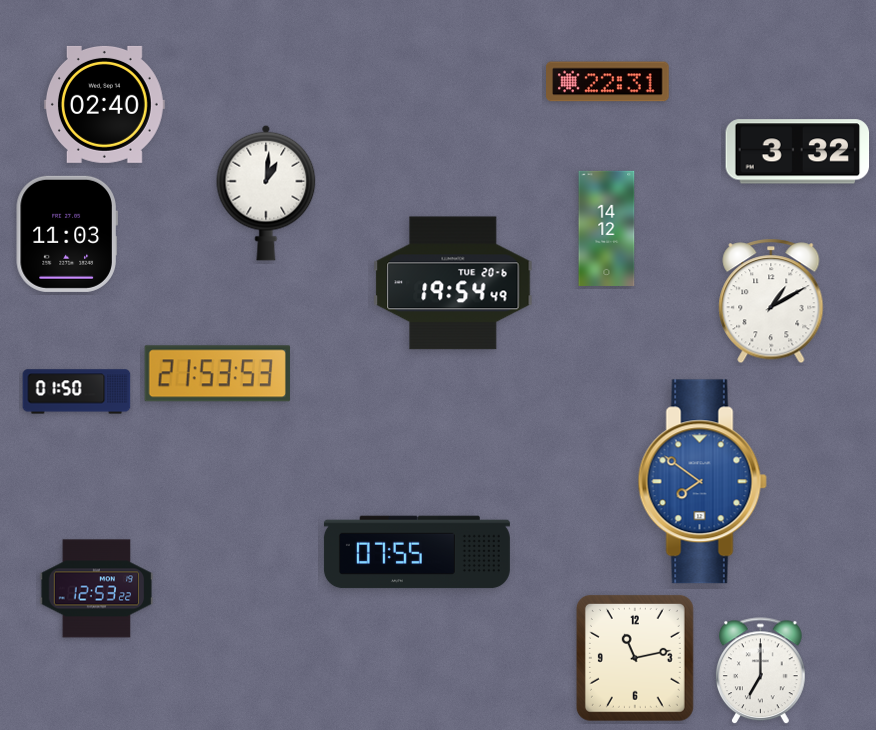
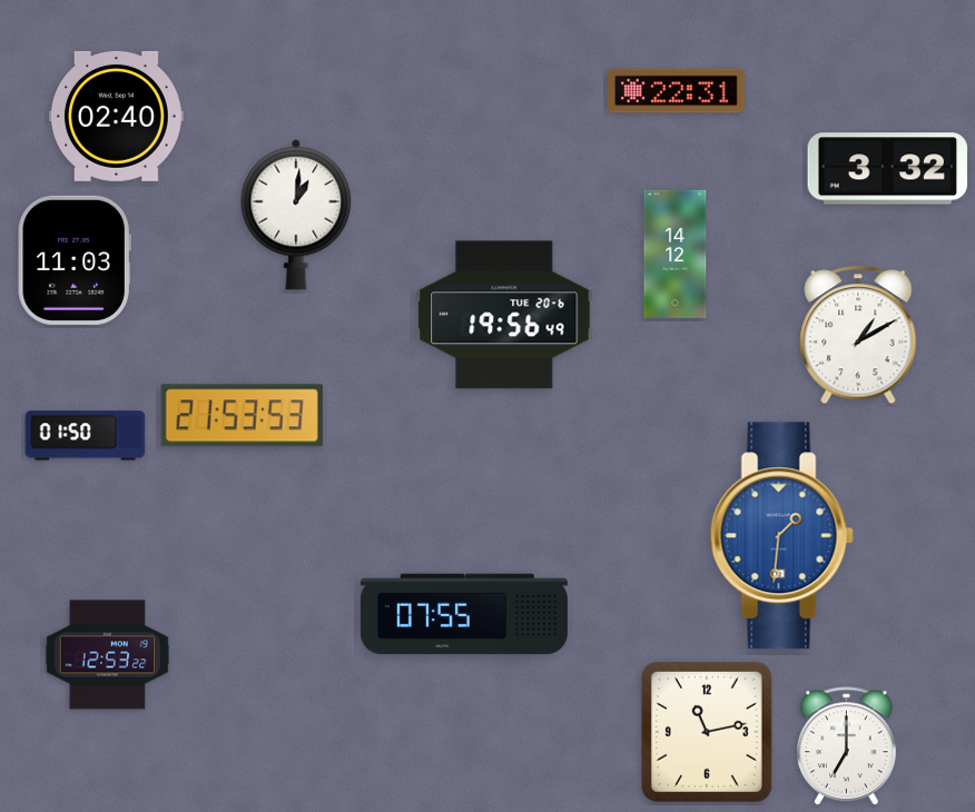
clock at (453, 283): 19:54 -> 19:56
clock at (702, 482): 7:51 -> 1:31
